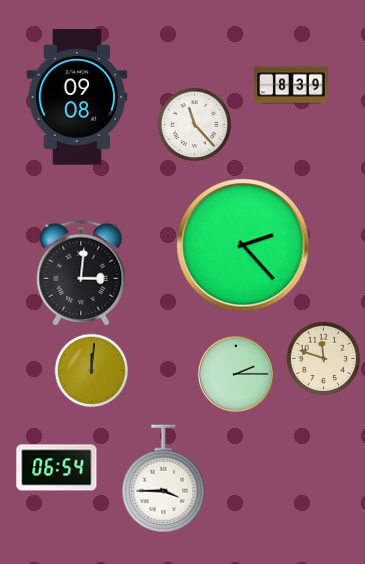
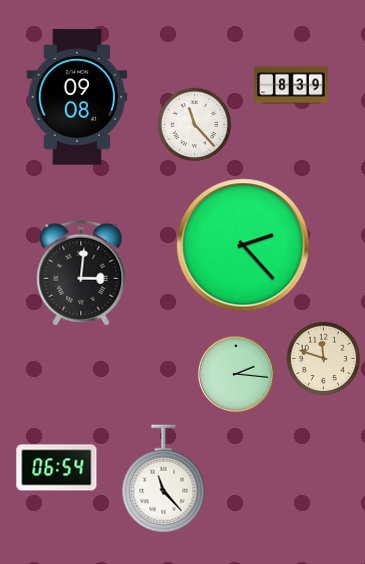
clock at (92, 371): 12:01 -> none
clock at (236, 374): 2:15 -> 2:16
clock at (164, 479): 3:45 -> 11:23
